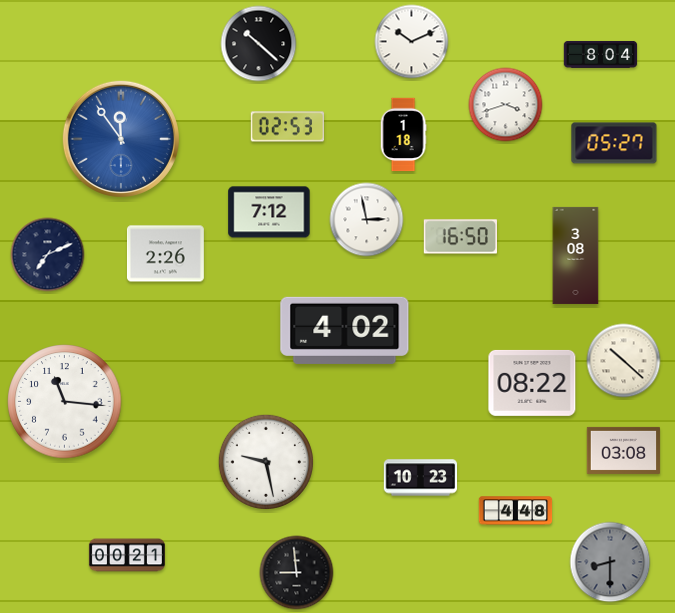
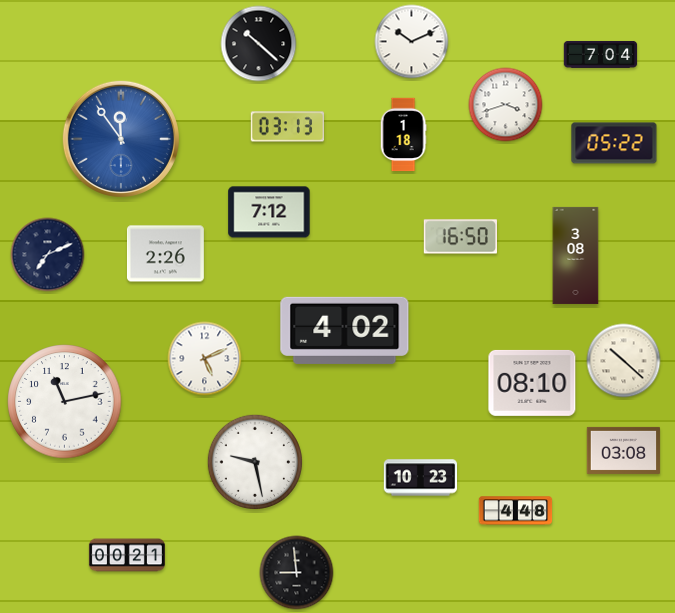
clock at (601, 54): 8:04 -> 7:04
clock at (288, 127): 02:53 -> 03:13
clock at (614, 143): 05:27 -> 05:22
clock at (367, 220): 2:58 -> none
clock at (205, 359): none -> 5:11
clock at (532, 383): 08:22 -> 08:10
clock at (65, 402): 11:16 -> 11:13
clock at (266, 462) position: (266, 462) -> (255, 462)
clock at (610, 562): 8:30 -> none
